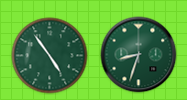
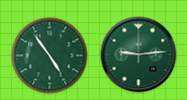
clock at (139, 55): 8:33 -> 9:14
